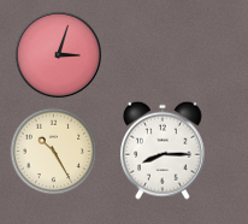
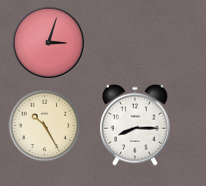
clock at (58, 54) position: (58, 54) -> (48, 42)
